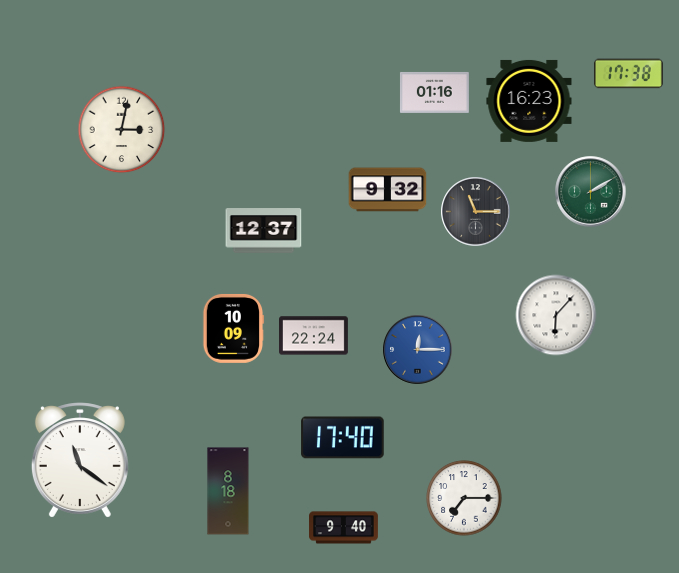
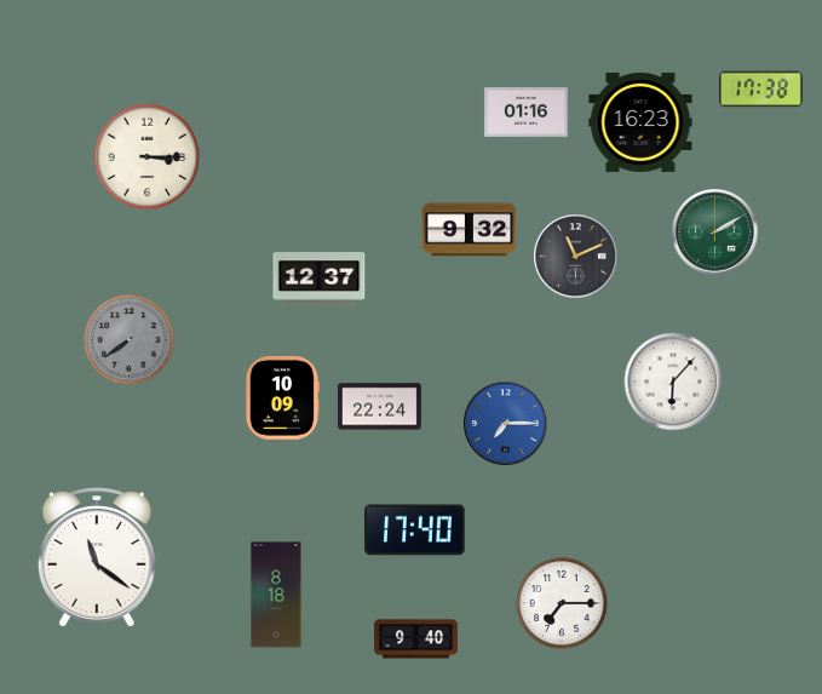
clock at (122, 130): 3:02 -> 3:15
clock at (476, 212): 11:15 -> 11:11
clock at (130, 340): none -> 7:39
clock at (418, 350): 12:15 -> 7:15
